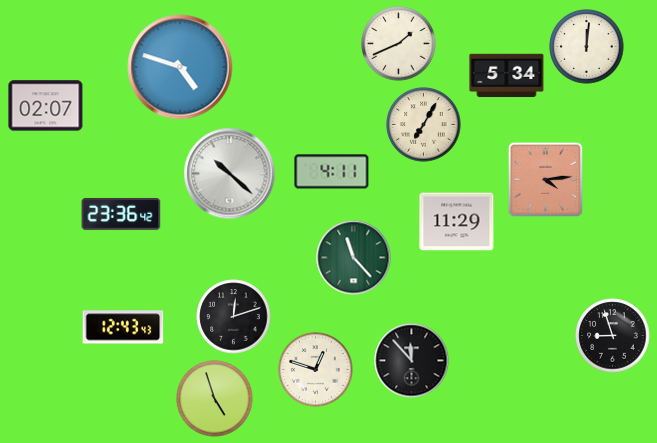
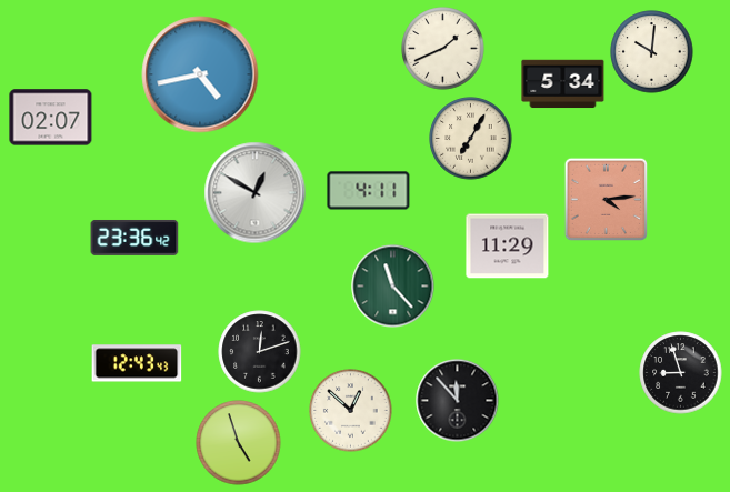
clock at (587, 47): 12:01 -> 10:01
clock at (180, 67): 4:48 -> 4:43
clock at (230, 174): 10:22 -> 12:50
clock at (316, 370): 12:48 -> 12:52
